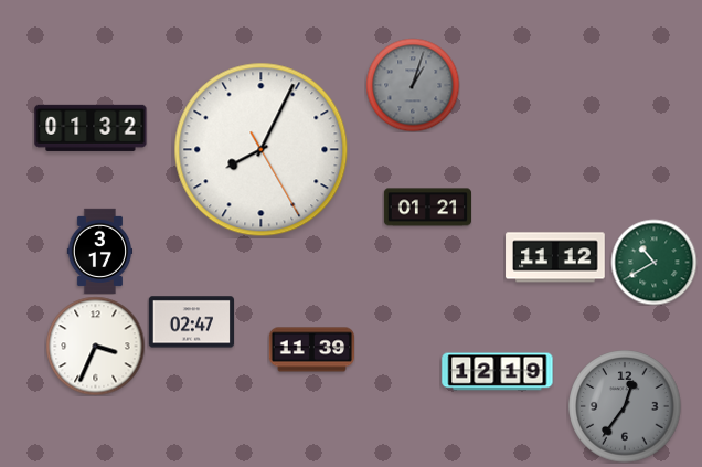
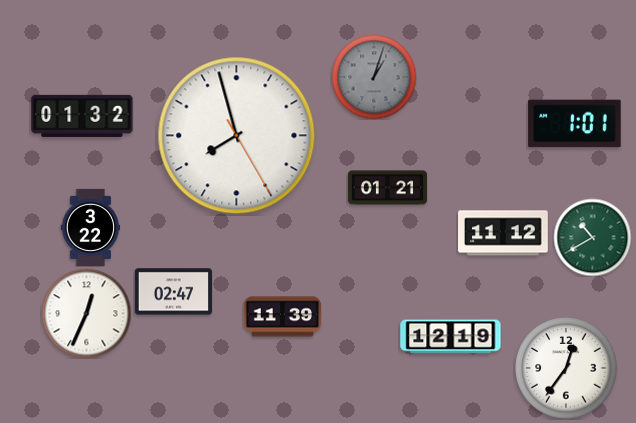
clock at (575, 124): none -> 1:01
clock at (262, 150): 8:04 -> 7:57
clock at (100, 251): 3:17 -> 3:22
clock at (95, 346): 3:34 -> 12:34
clock at (625, 406) dial: grey -> white
